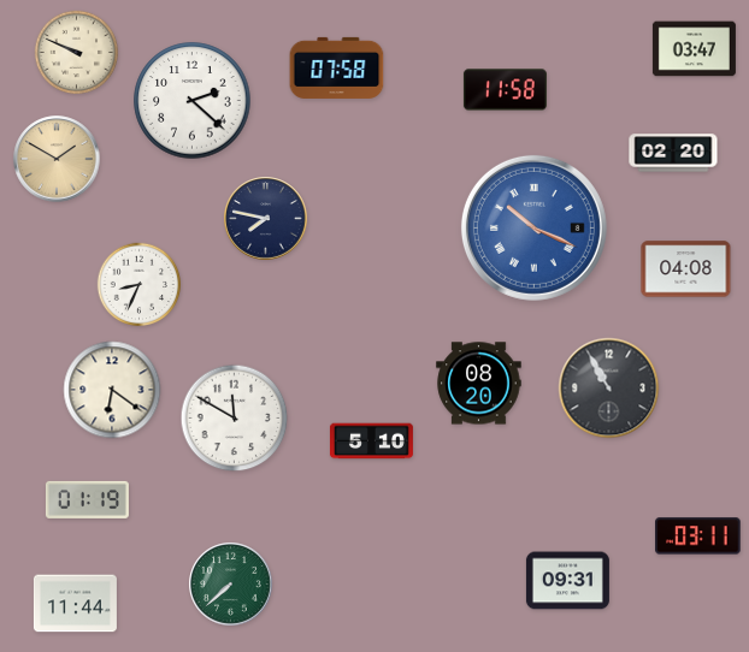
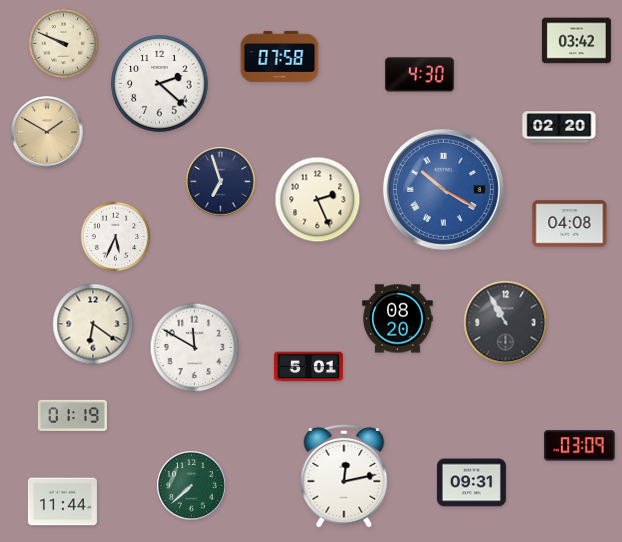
clock at (694, 49): 03:47 -> 03:42
clock at (505, 90): 11:58 -> 4:30
clock at (266, 219): 7:47 -> 6:57
clock at (533, 227): 10:19 -> 10:20
clock at (318, 200): none -> 2:26
clock at (140, 285): 8:34 -> 5:34
clock at (371, 441): 5:10 -> 5:01
clock at (698, 537): 03:11 -> 03:09
clock at (344, 476): none -> 12:13
